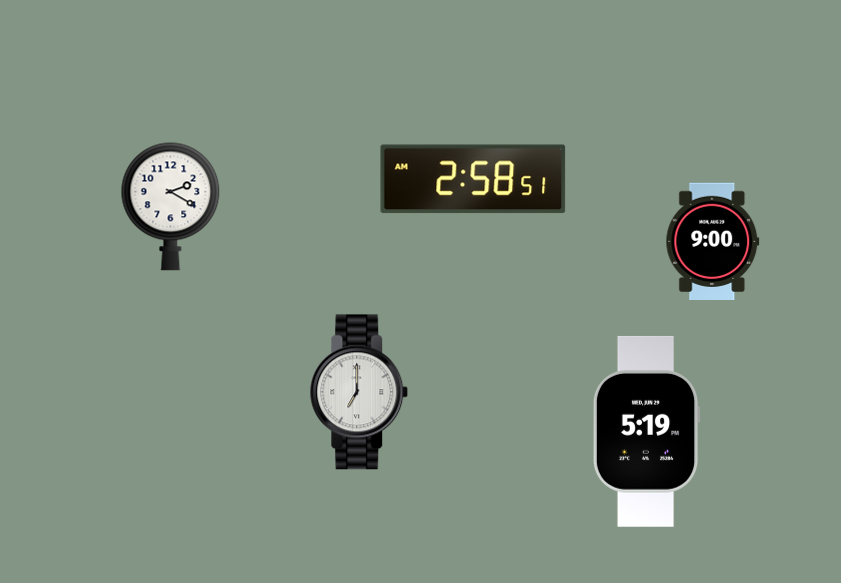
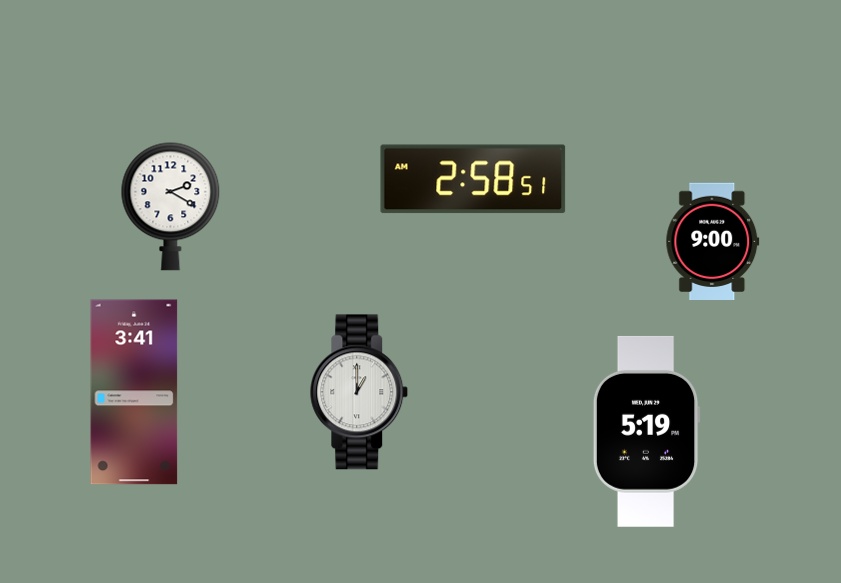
clock at (134, 392): none -> 3:41
clock at (359, 392): 7:00 -> 1:00
